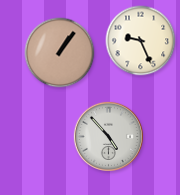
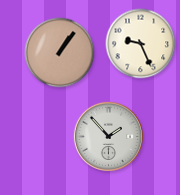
clock at (141, 41) position: (141, 41) -> (141, 44)
clock at (108, 136): 4:53 -> 1:53
